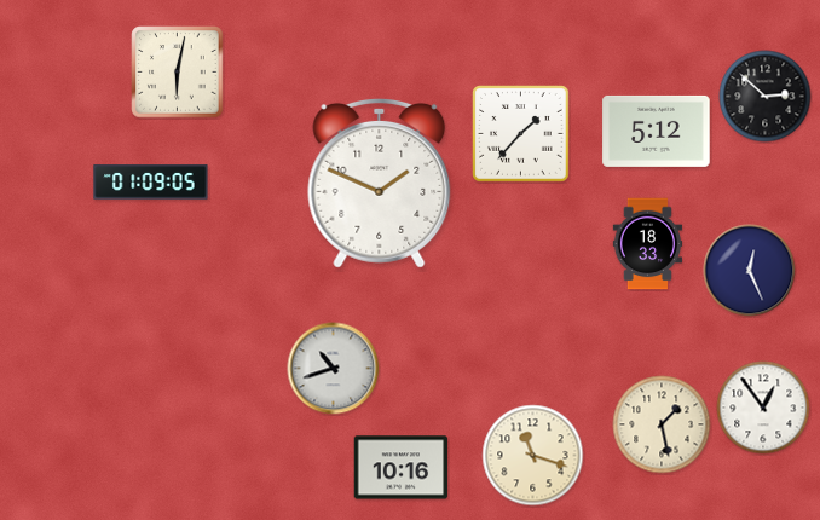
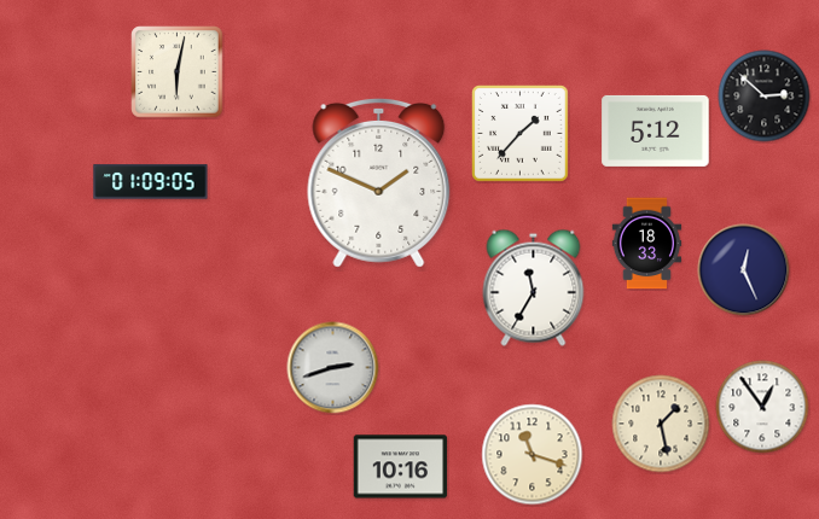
clock at (750, 271) position: (750, 271) -> (744, 270)
clock at (534, 287): none -> 11:35
clock at (334, 369): 10:42 -> 2:42
